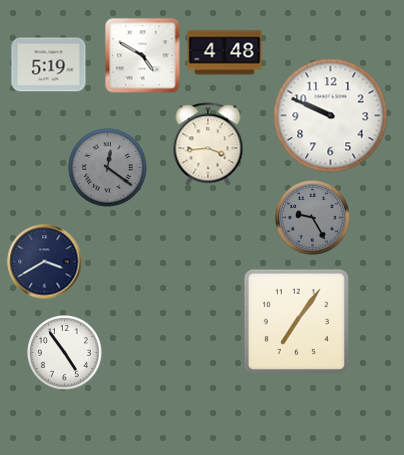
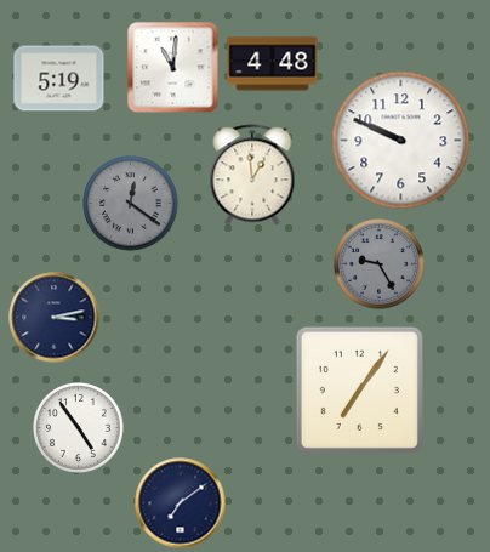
clock at (143, 56): 4:50 -> 11:01
clock at (208, 144): 3:44 -> 12:59
clock at (45, 262): 3:40 -> 3:13
clock at (181, 503): none -> 7:09
